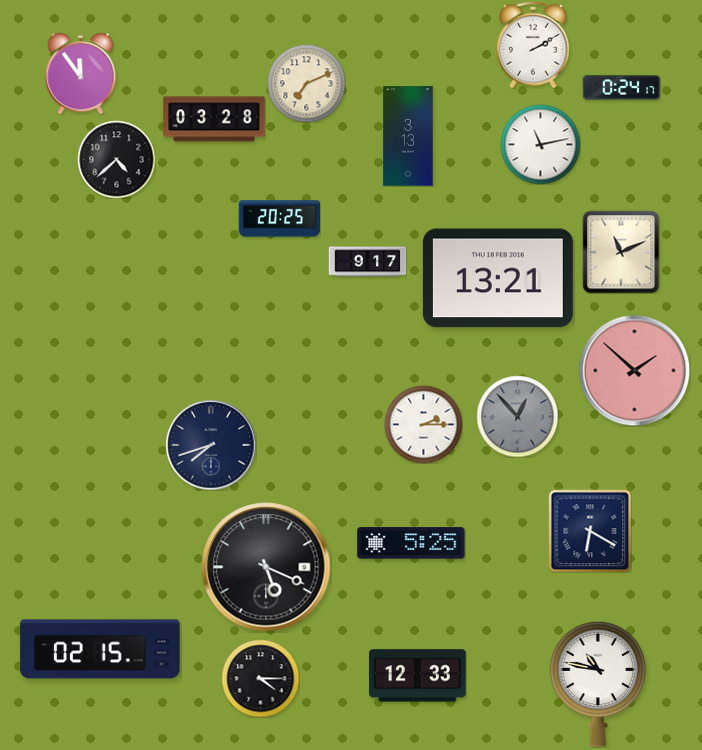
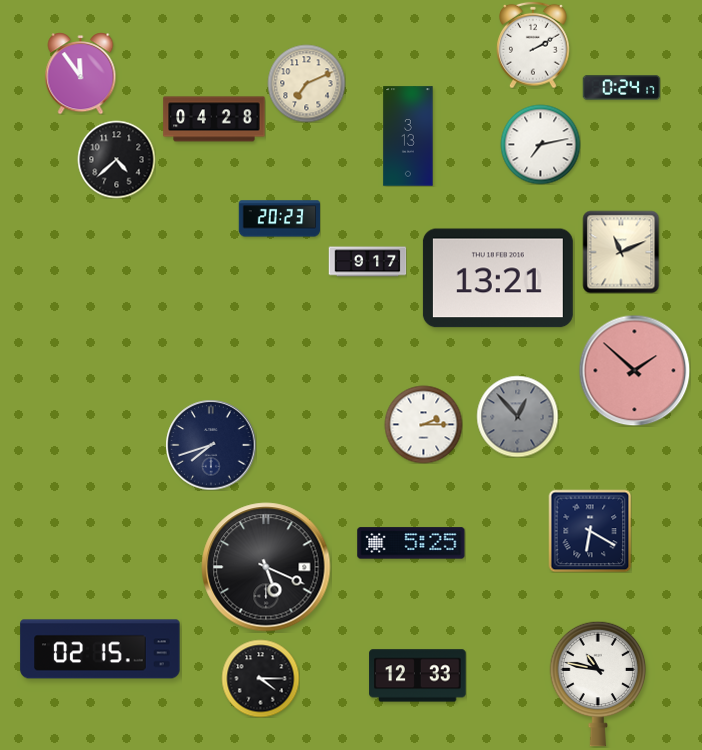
clock at (214, 119): 03:28 -> 04:28
clock at (540, 144): 11:13 -> 7:13
clock at (279, 219): 20:25 -> 20:23
